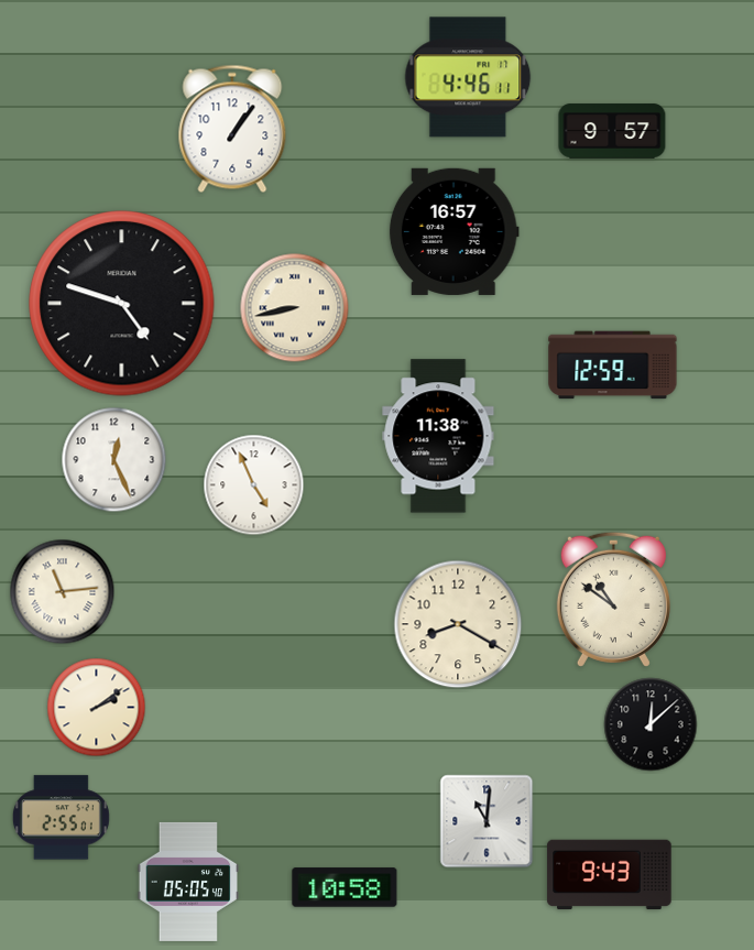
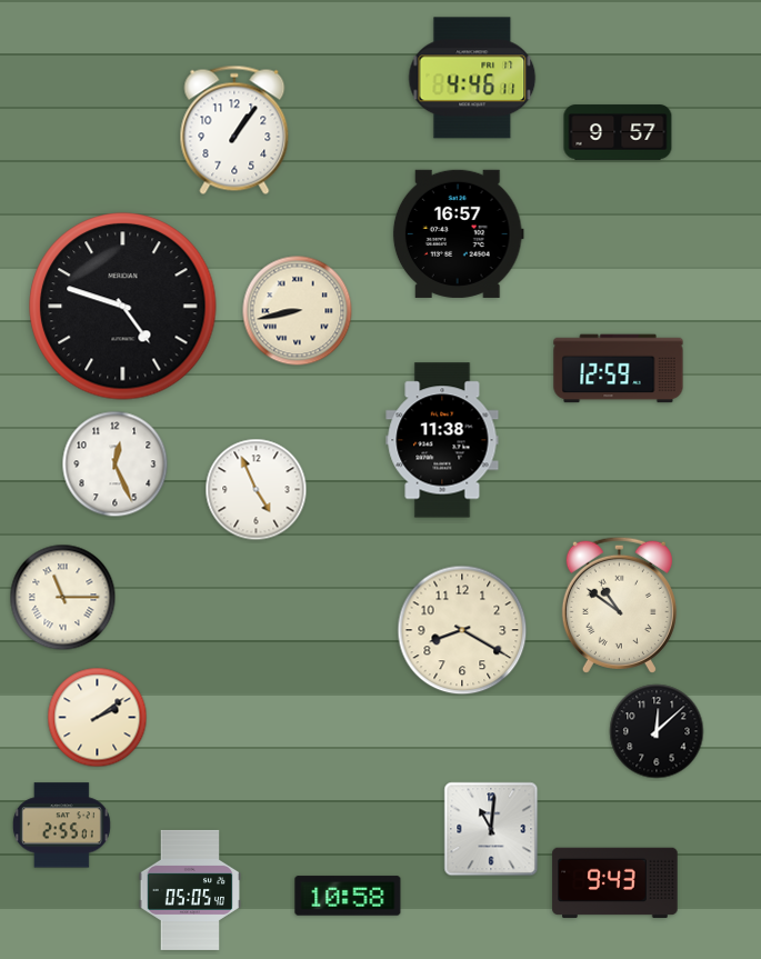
clock at (63, 592): 11:14 -> 11:15
clock at (97, 708) position: (97, 708) -> (98, 718)
